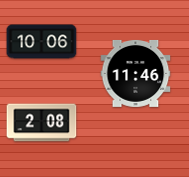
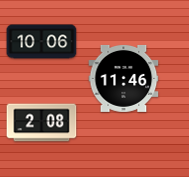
clock at (136, 73) position: (136, 73) -> (124, 78)
